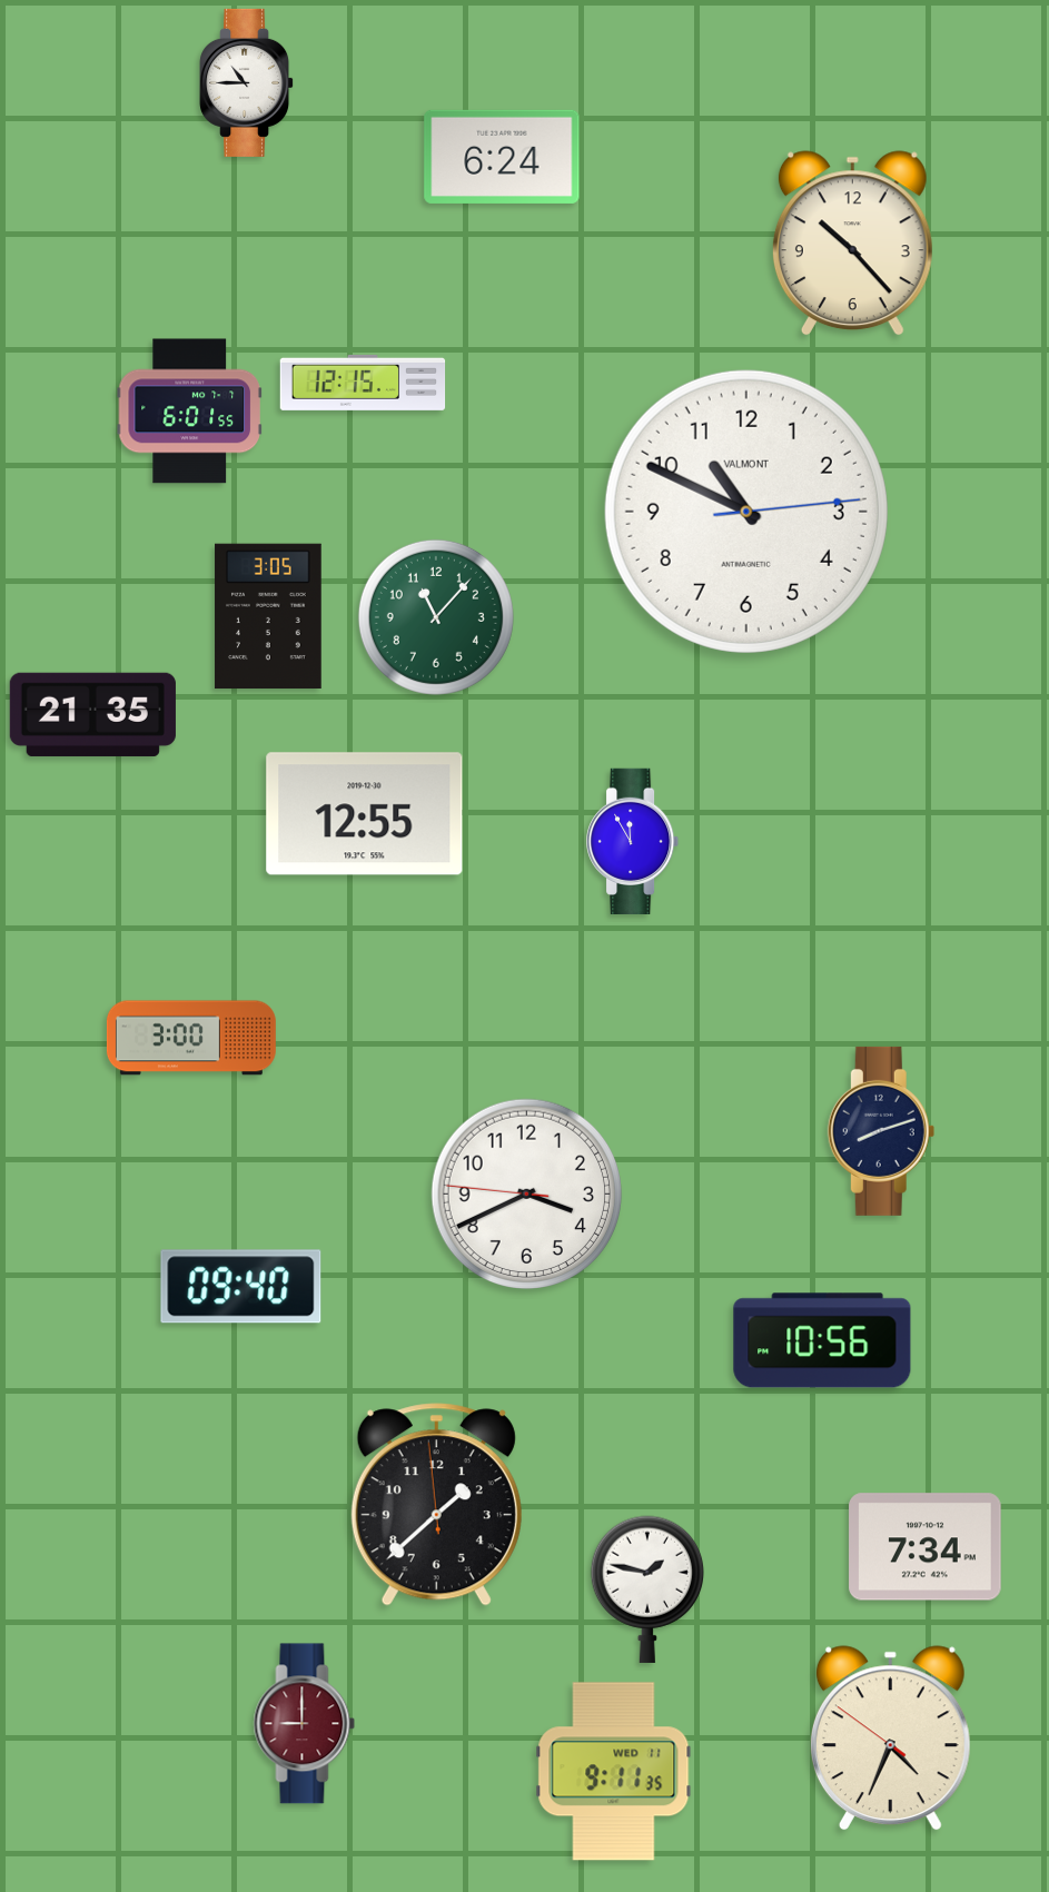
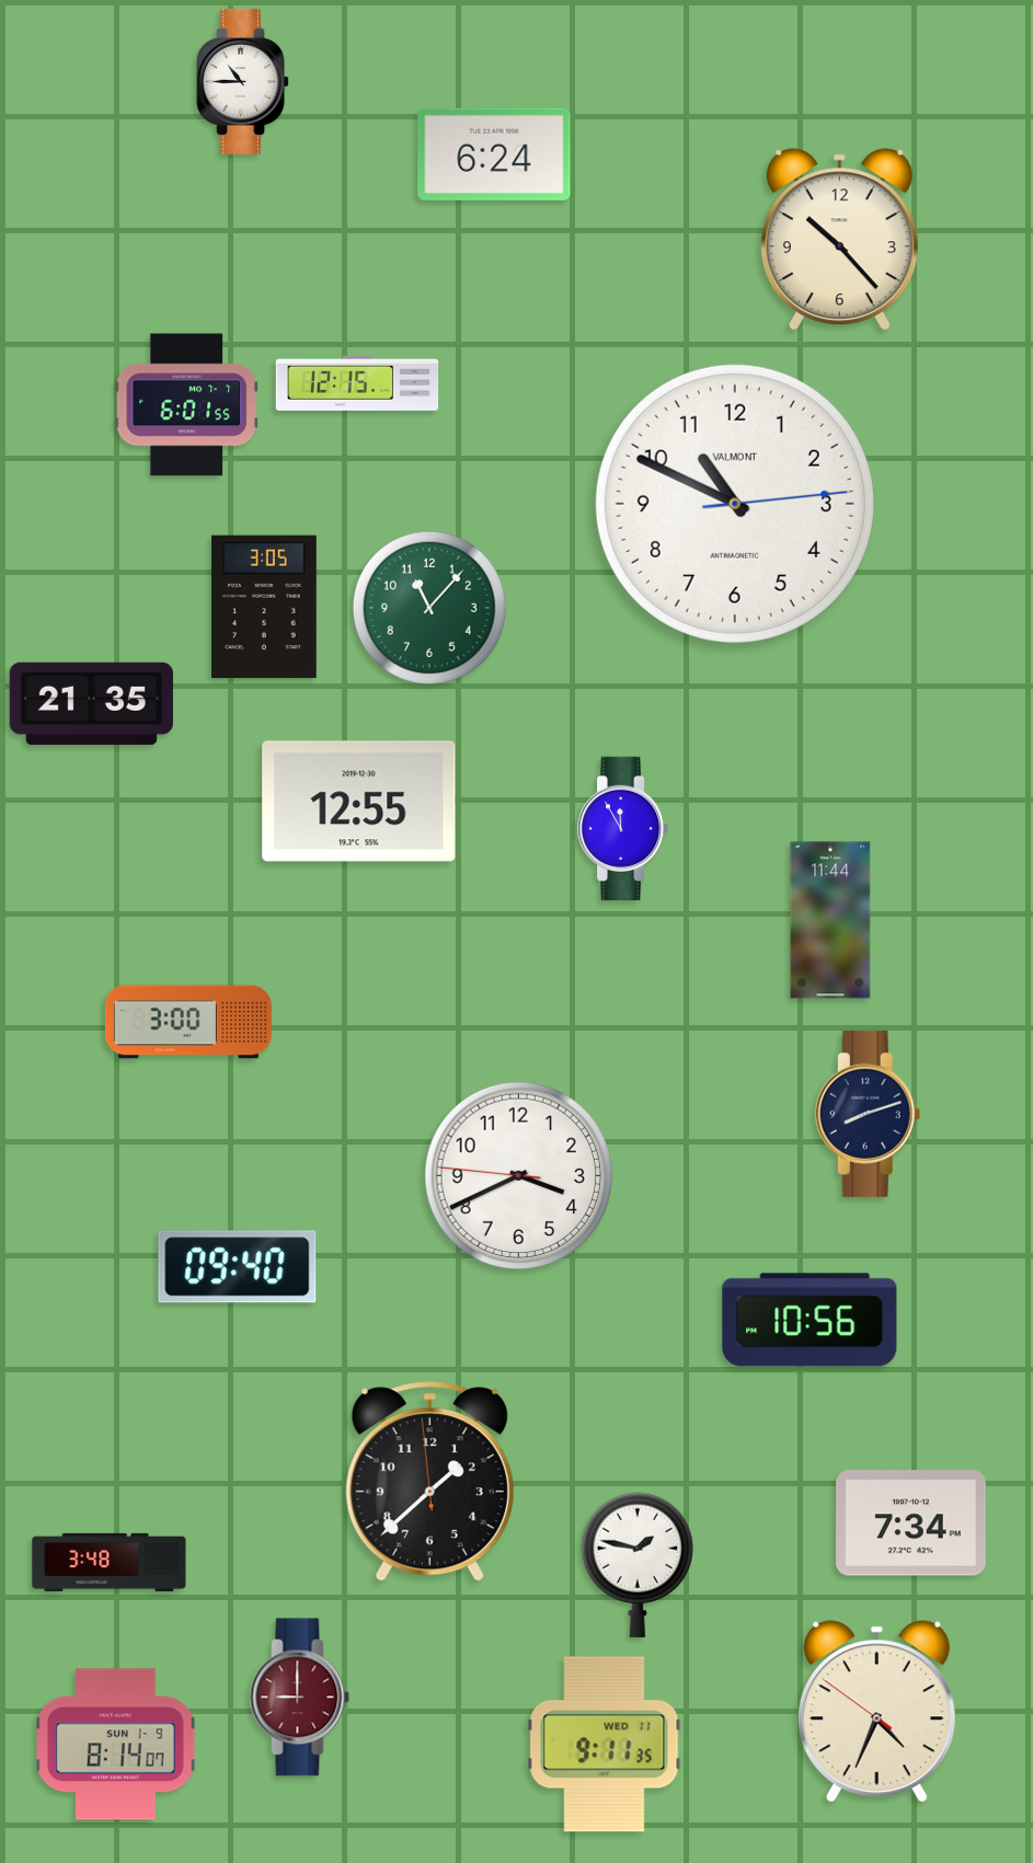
clock at (363, 383) position: (363, 383) -> (357, 383)
clock at (830, 920): none -> 11:44
clock at (110, 1562): none -> 3:48
clock at (116, 1745): none -> 8:14
